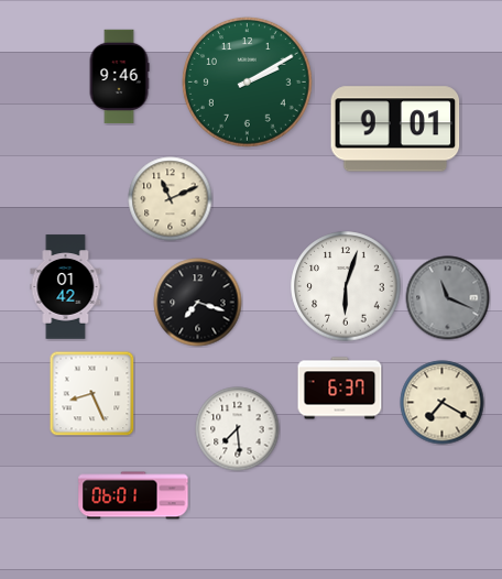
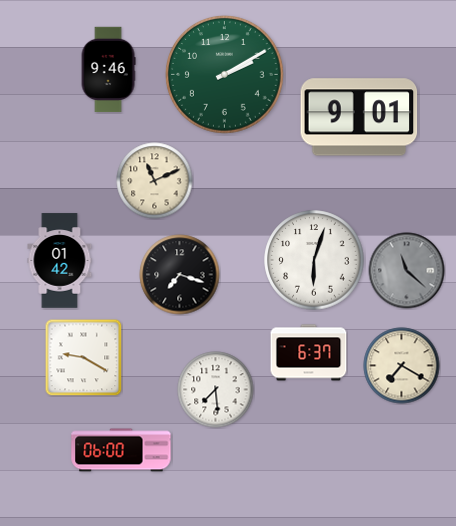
clock at (448, 298): 11:19 -> 11:22
clock at (91, 393): 8:26 -> 9:20
clock at (133, 495): 06:01 -> 06:00
